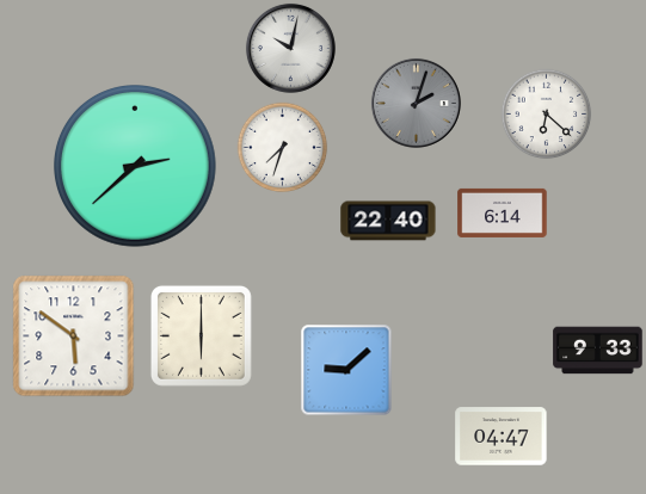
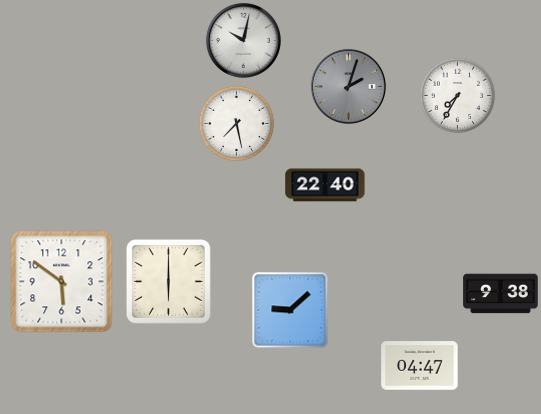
clock at (547, 115): 6:22 -> 7:35
clock at (283, 148): 7:33 -> 7:28
clock at (135, 167): 2:38 -> none
clock at (503, 212): 6:14 -> none
clock at (598, 351): 9:33 -> 9:38
